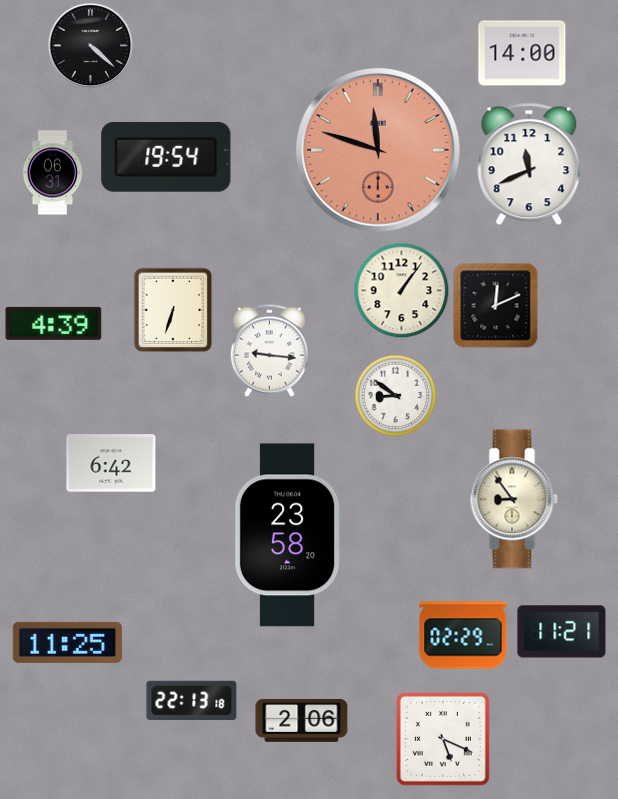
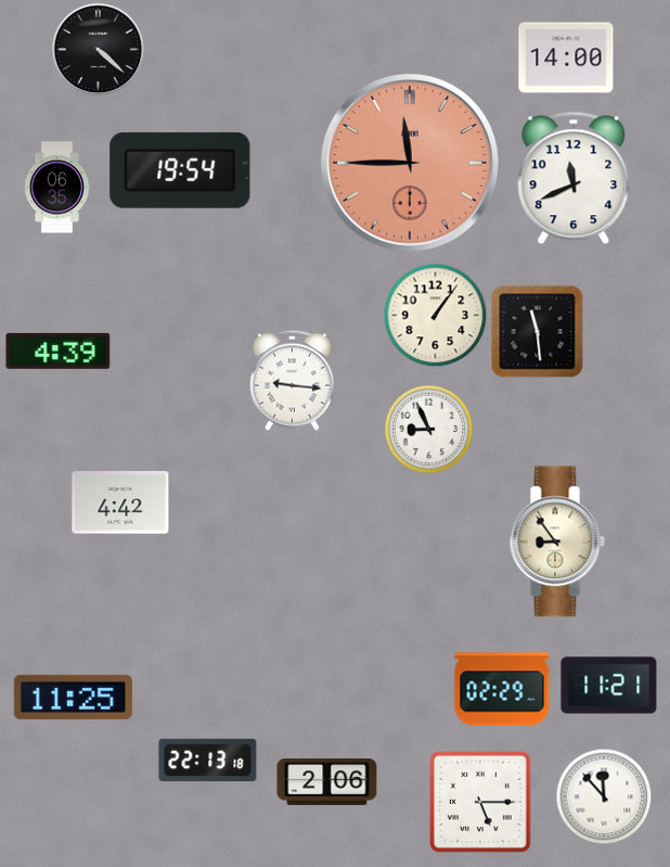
clock at (378, 150): 11:48 -> 11:45
clock at (53, 173): 06:31 -> 06:35
clock at (495, 306): 12:11 -> 11:29
clock at (173, 310): 6:33 -> none
clock at (395, 395): 8:51 -> 8:56
clock at (111, 463): 6:42 -> 4:42
clock at (288, 535): 23:58 -> none
clock at (604, 796): none -> 11:53
clock at (443, 739): 5:19 -> 5:15
